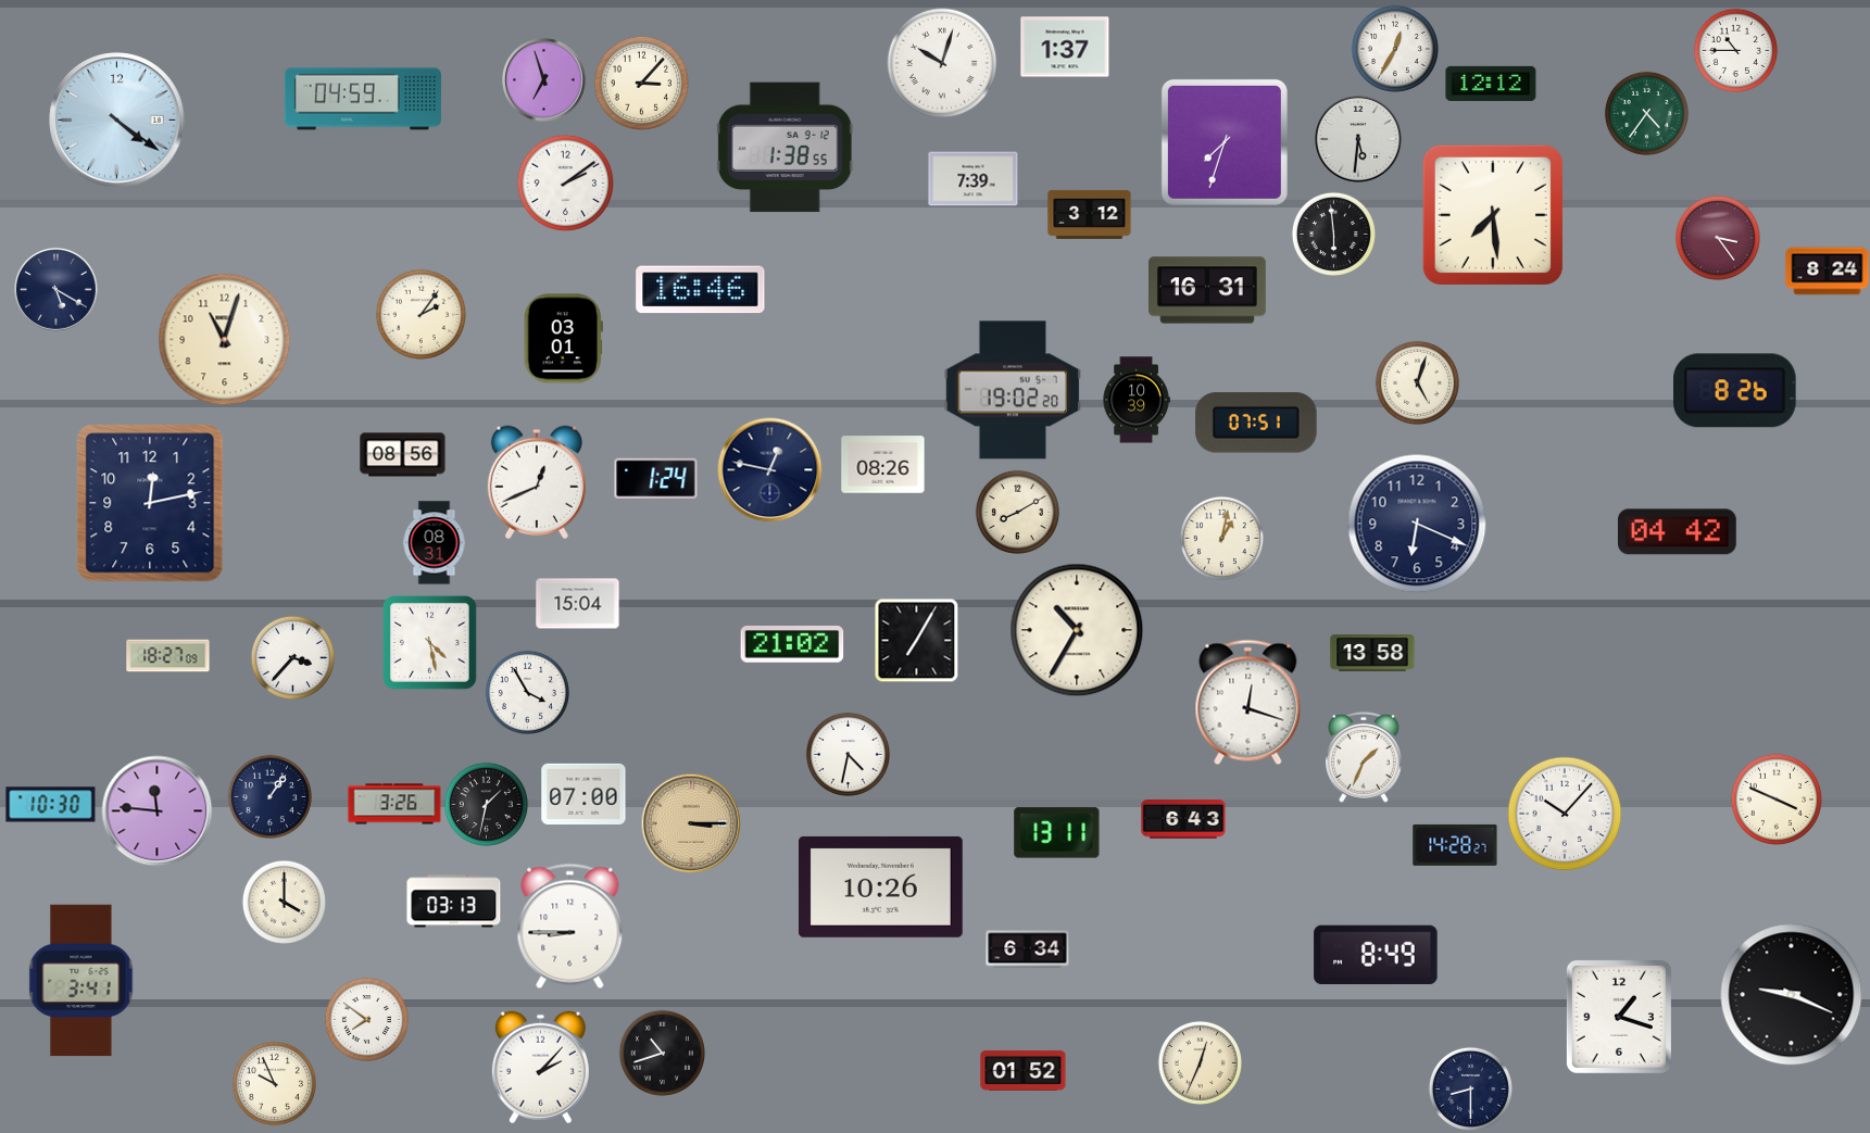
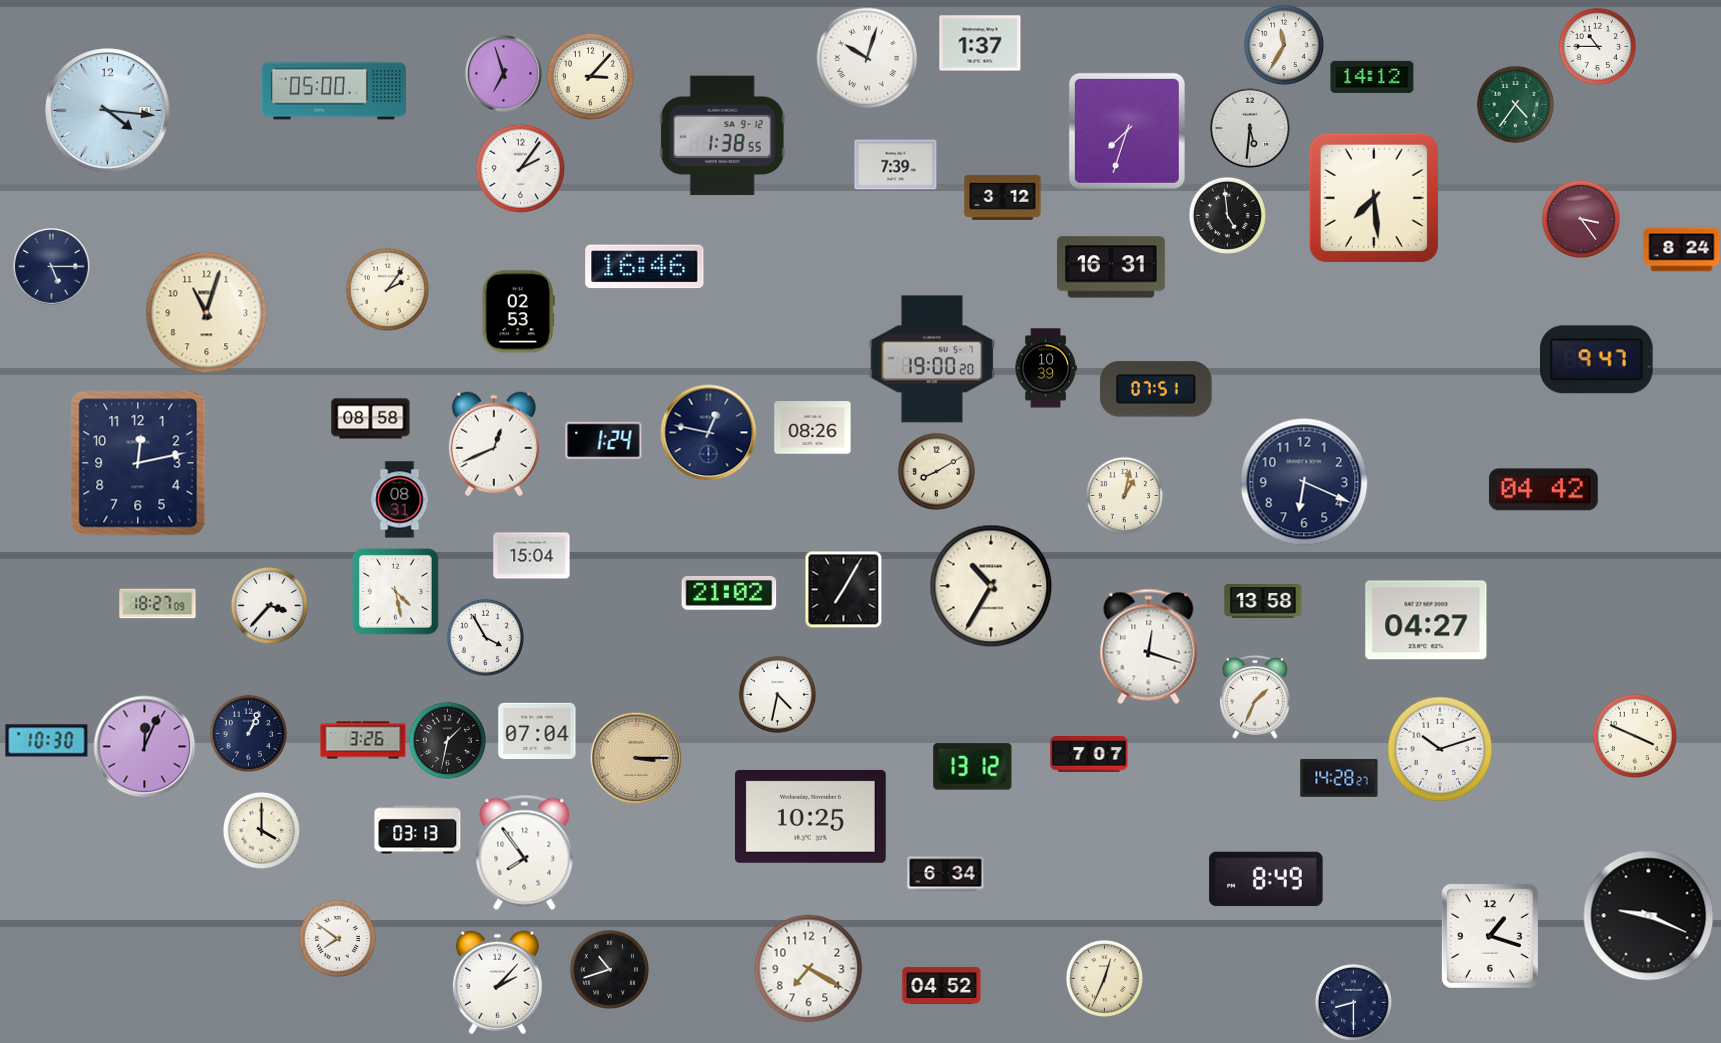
clock at (1395, 49): 12:35 -> 11:35
clock at (544, 80) position: (544, 80) -> (504, 74)
clock at (1491, 84): 12:12 -> 14:12
clock at (363, 99): 04:59 -> 05:00
clock at (117, 121): 4:21 -> 4:16
clock at (565, 182): 2:09 -> 2:06
clock at (1333, 234): 5:59 -> 4:59
clock at (57, 290): 5:20 -> 5:15
clock at (563, 339): 03:01 -> 02:53
clock at (1417, 382): 5:03 -> none
clock at (1013, 390): 19:02 -> 19:00
clock at (1735, 391): 8:26 -> 9:47
clock at (403, 455): 08:56 -> 08:58
clock at (1077, 630) position: (1077, 630) -> (991, 586)
clock at (168, 656) position: (168, 656) -> (158, 604)
clock at (1426, 620): none -> 04:27
clock at (848, 754) position: (848, 754) -> (777, 694)
clock at (583, 794): 07:00 -> 07:04
clock at (269, 796): 1:06 -> 1:04
clock at (158, 811): 11:46 -> 12:04
clock at (1565, 814): 10:07 -> 10:12
clock at (1183, 820): 6:43 -> 7:07
clock at (1057, 833): 13:11 -> 13:12
clock at (880, 886): 10:26 -> 10:25
clock at (570, 927): 8:45 -> 7:54
clock at (81, 981): 3:41 -> none
clock at (809, 969): none -> 7:20
clock at (1024, 1070): 01:52 -> 04:52
clock at (274, 1083): 9:56 -> none
